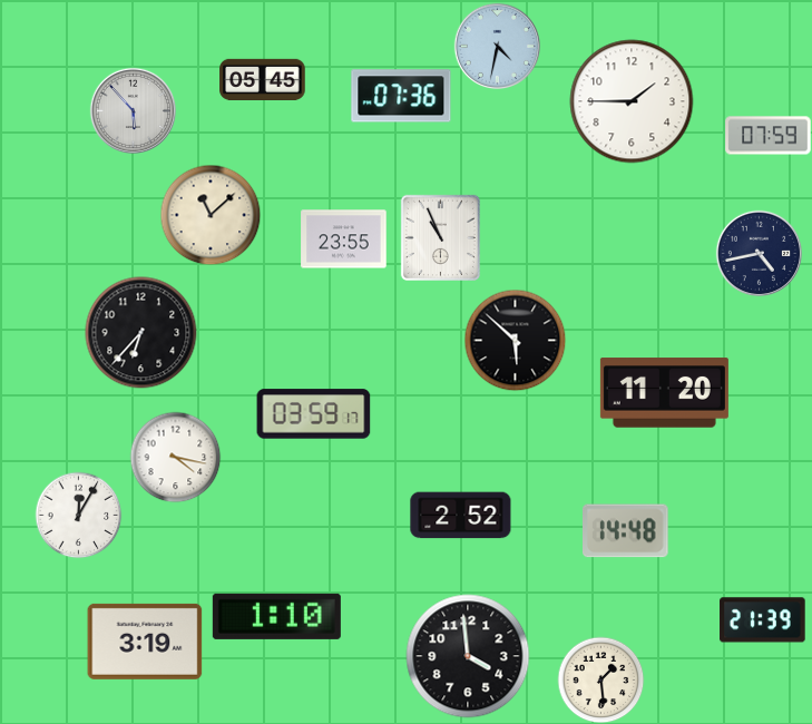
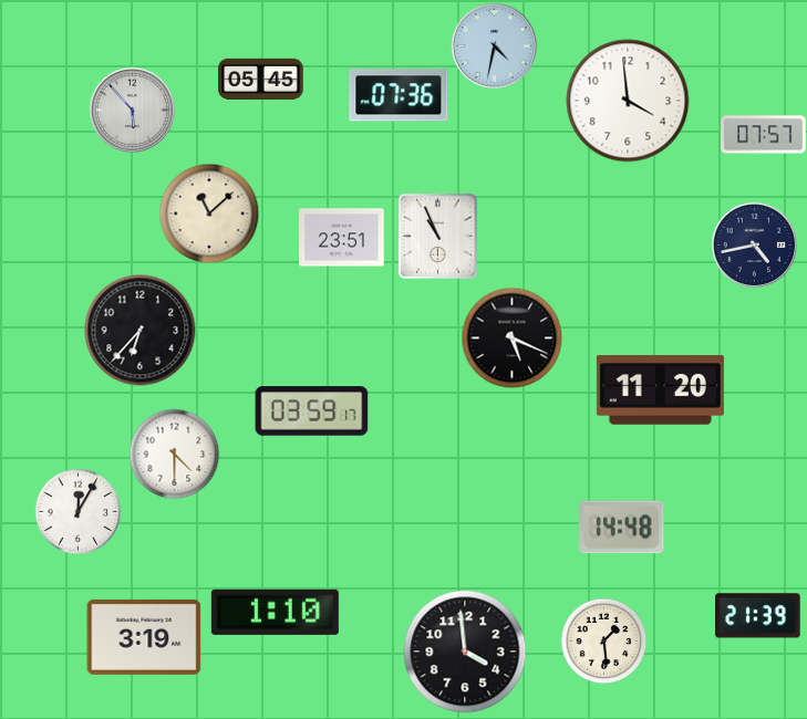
clock at (632, 101): 1:45 -> 3:59
clock at (769, 136): 07:59 -> 07:57
clock at (344, 239): 23:55 -> 23:51
clock at (759, 253) position: (759, 253) -> (754, 244)
clock at (515, 340): 5:52 -> 5:19
clock at (175, 457): 4:17 -> 4:30
clock at (461, 516): 2:52 -> none
clock at (600, 679) position: (600, 679) -> (603, 640)
